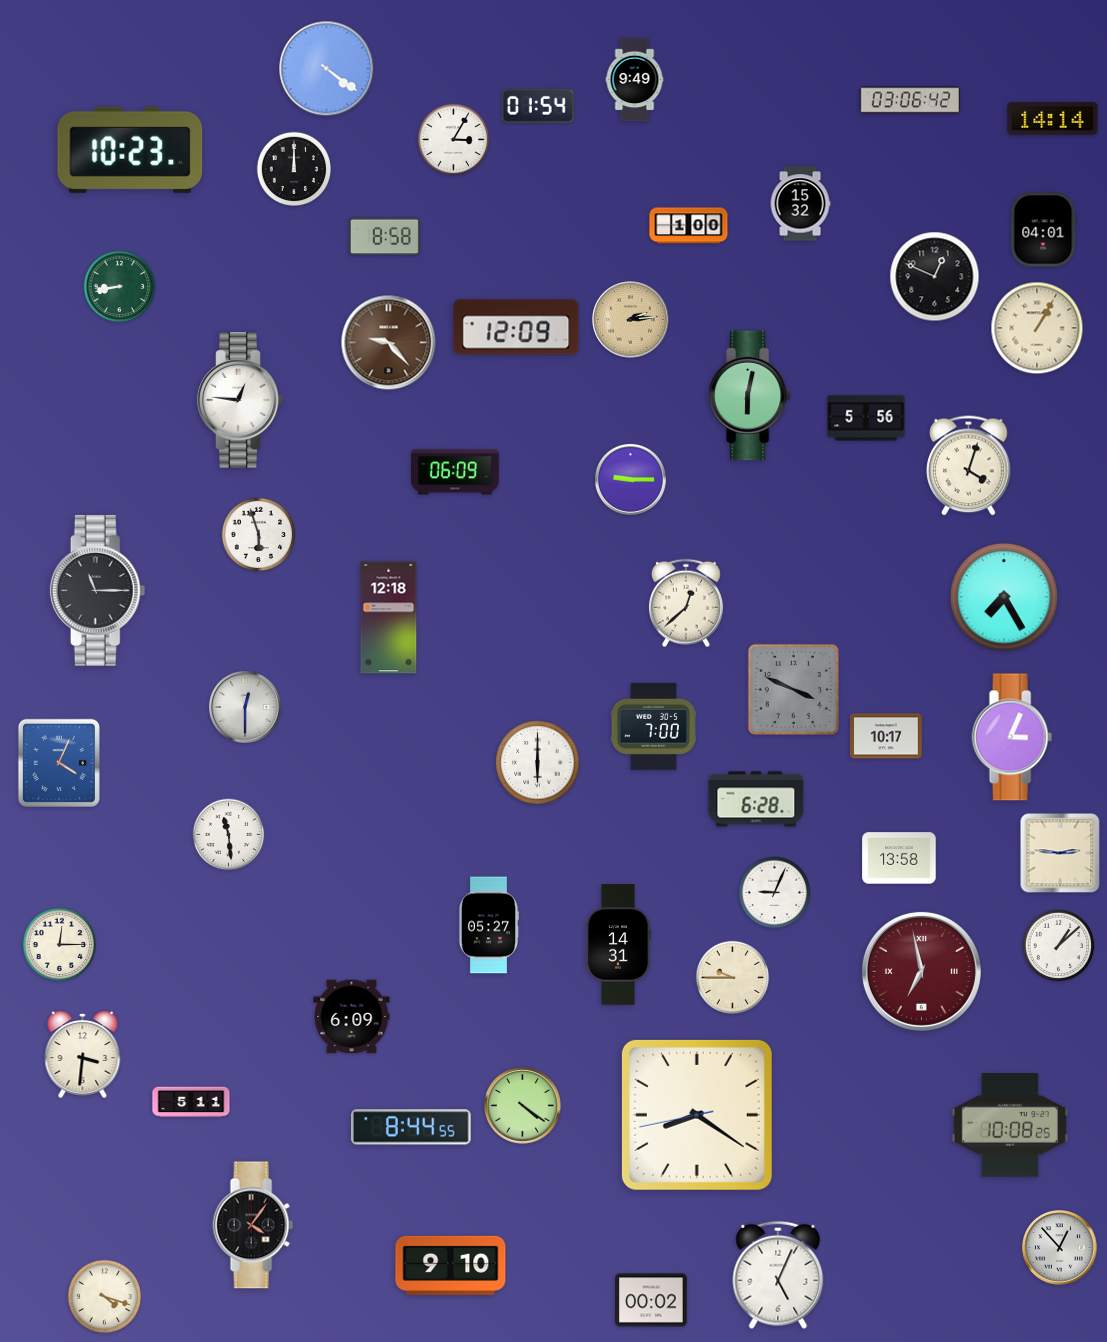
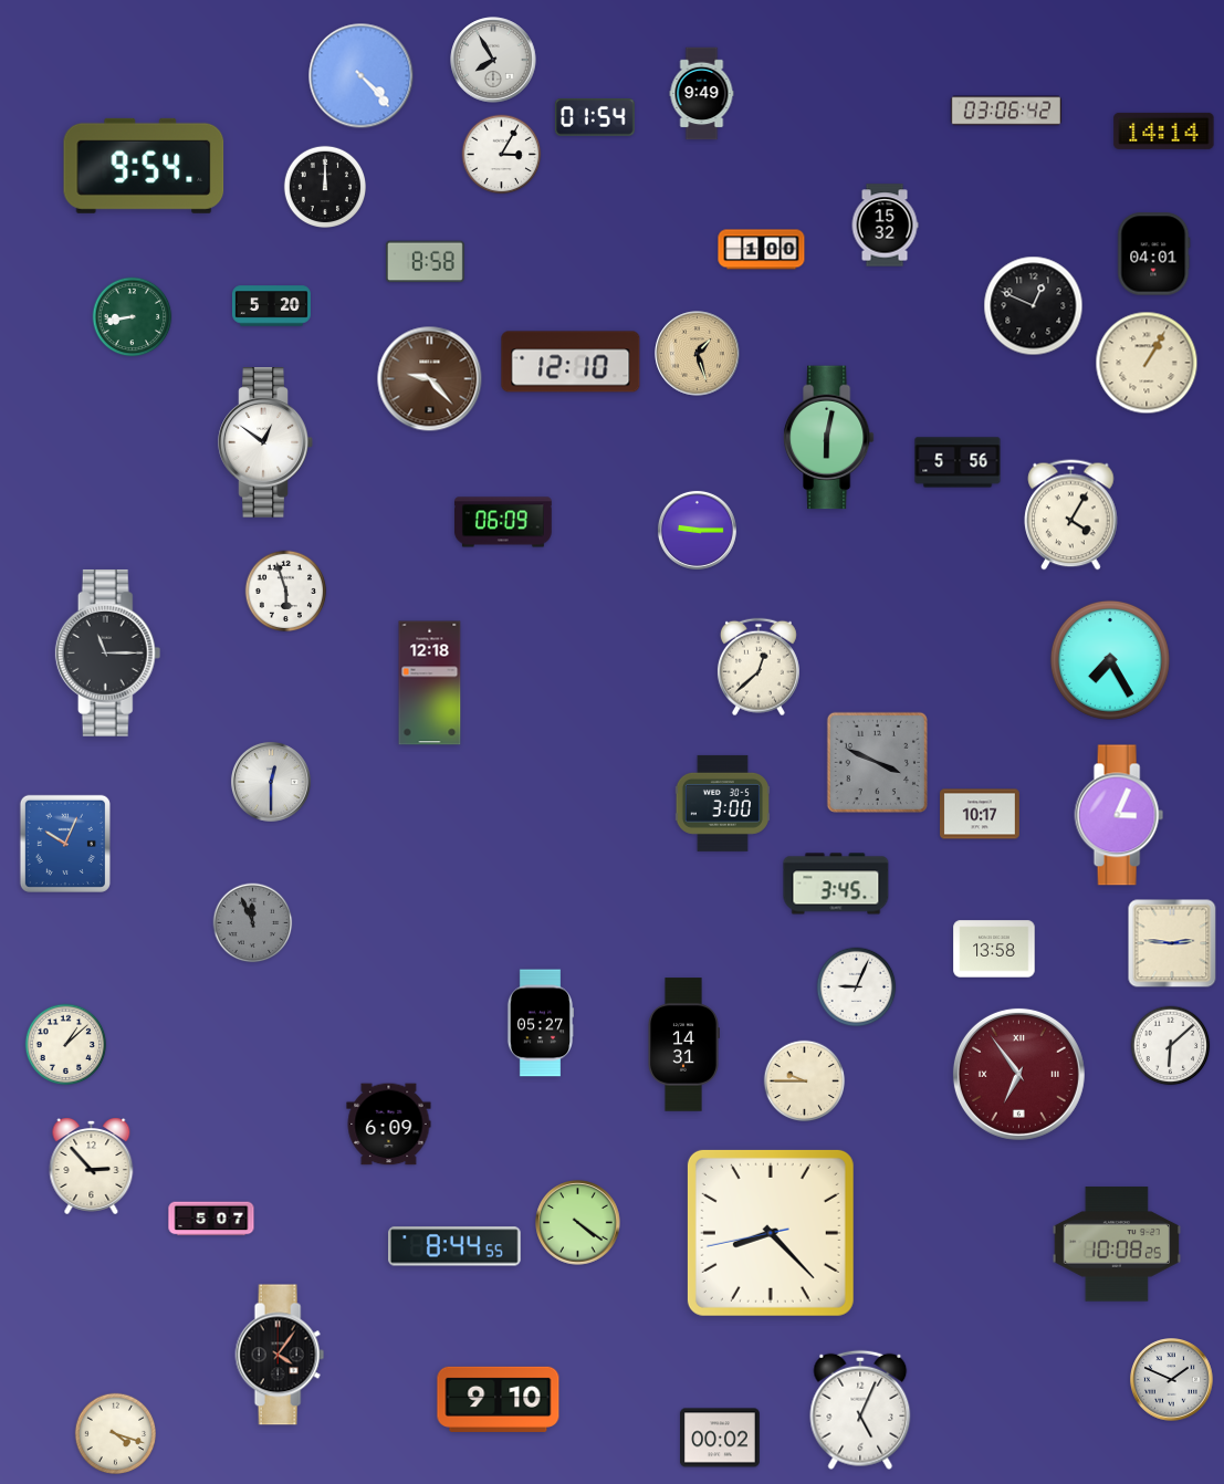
clock at (493, 60): none -> 7:55
clock at (327, 69): 4:21 -> 4:23
clock at (635, 80) position: (635, 80) -> (702, 94)
clock at (130, 150): 10:23 -> 9:54
clock at (271, 306): none -> 5:20
clock at (631, 320): 2:14 -> 1:27
clock at (516, 327): 12:09 -> 12:10
clock at (240, 400): 12:46 -> 12:51
clock at (969, 466): 4:03 -> 4:05
clock at (653, 726): 7:00 -> 3:00
clock at (59, 763): 4:04 -> 10:04
clock at (538, 763): 6:00 -> none
clock at (756, 799): 6:28 -> 3:45
clock at (229, 835): 11:29 -> 11:56
clock at (229, 835) dial: white -> grey
clock at (60, 945): 12:15 -> 1:08
clock at (1059, 946): 1:08 -> 6:08
clock at (921, 971): 6:58 -> 6:54
clock at (733, 978) position: (733, 978) -> (805, 1081)
clock at (83, 1055): 3:31 -> 2:53
clock at (191, 1102): 5:11 -> 5:07
clock at (697, 1115): 8:20 -> 8:22
clock at (1060, 1248): 12:53 -> 1:49
